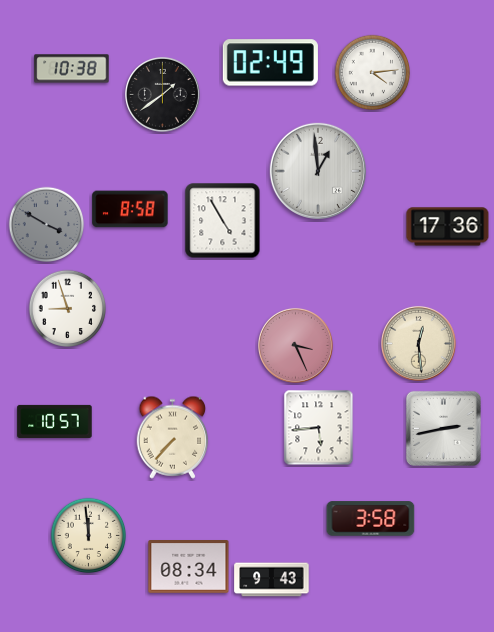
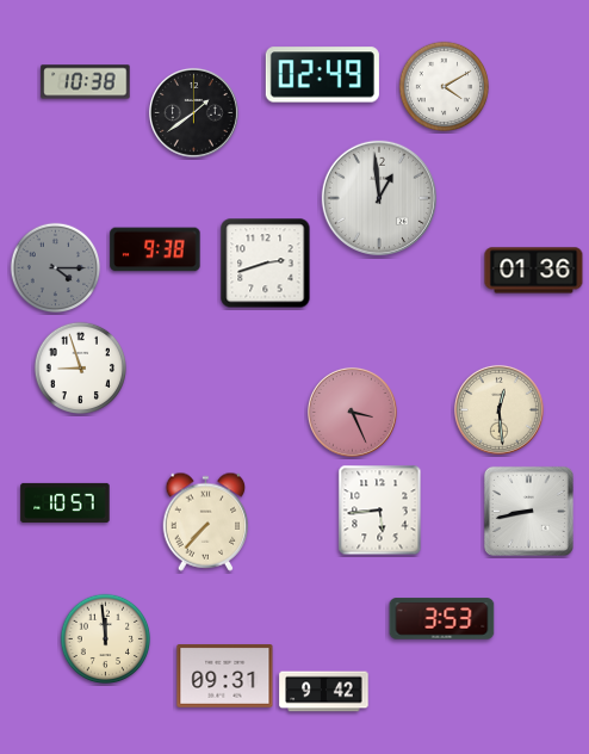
clock at (373, 73): 4:14 -> 4:10
clock at (318, 171) position: (318, 171) -> (379, 198)
clock at (130, 209): 8:58 -> 9:38
clock at (223, 221): 4:55 -> 2:42
clock at (47, 225): 3:50 -> 4:15
clock at (448, 227): 17:36 -> 01:36
clock at (443, 428): 2:43 -> 8:43
clock at (371, 519): 3:58 -> 3:53
clock at (189, 567): 08:34 -> 09:31
clock at (272, 580): 9:43 -> 9:42
